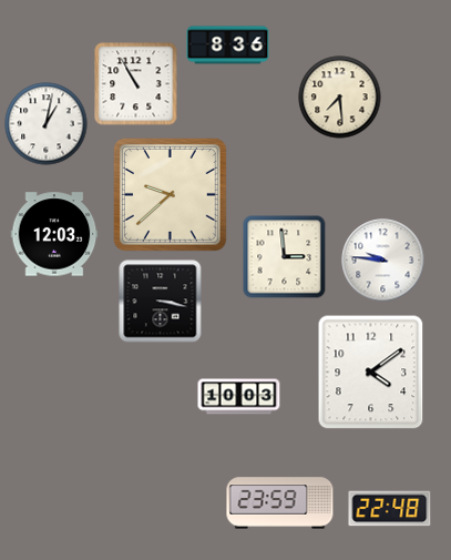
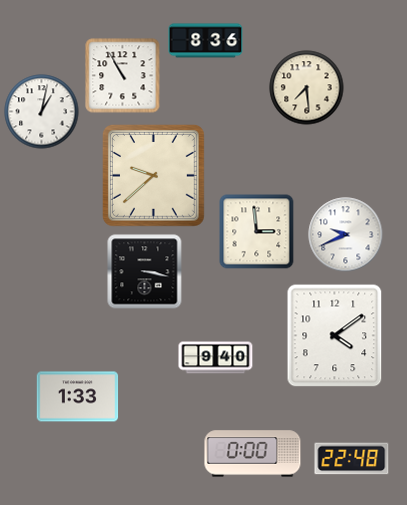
clock at (54, 234): 12:03 -> none
clock at (383, 261): 9:46 -> 9:41
clock at (239, 397): 10:03 -> 9:40
clock at (78, 397): none -> 1:33
clock at (280, 503): 23:59 -> 0:00
